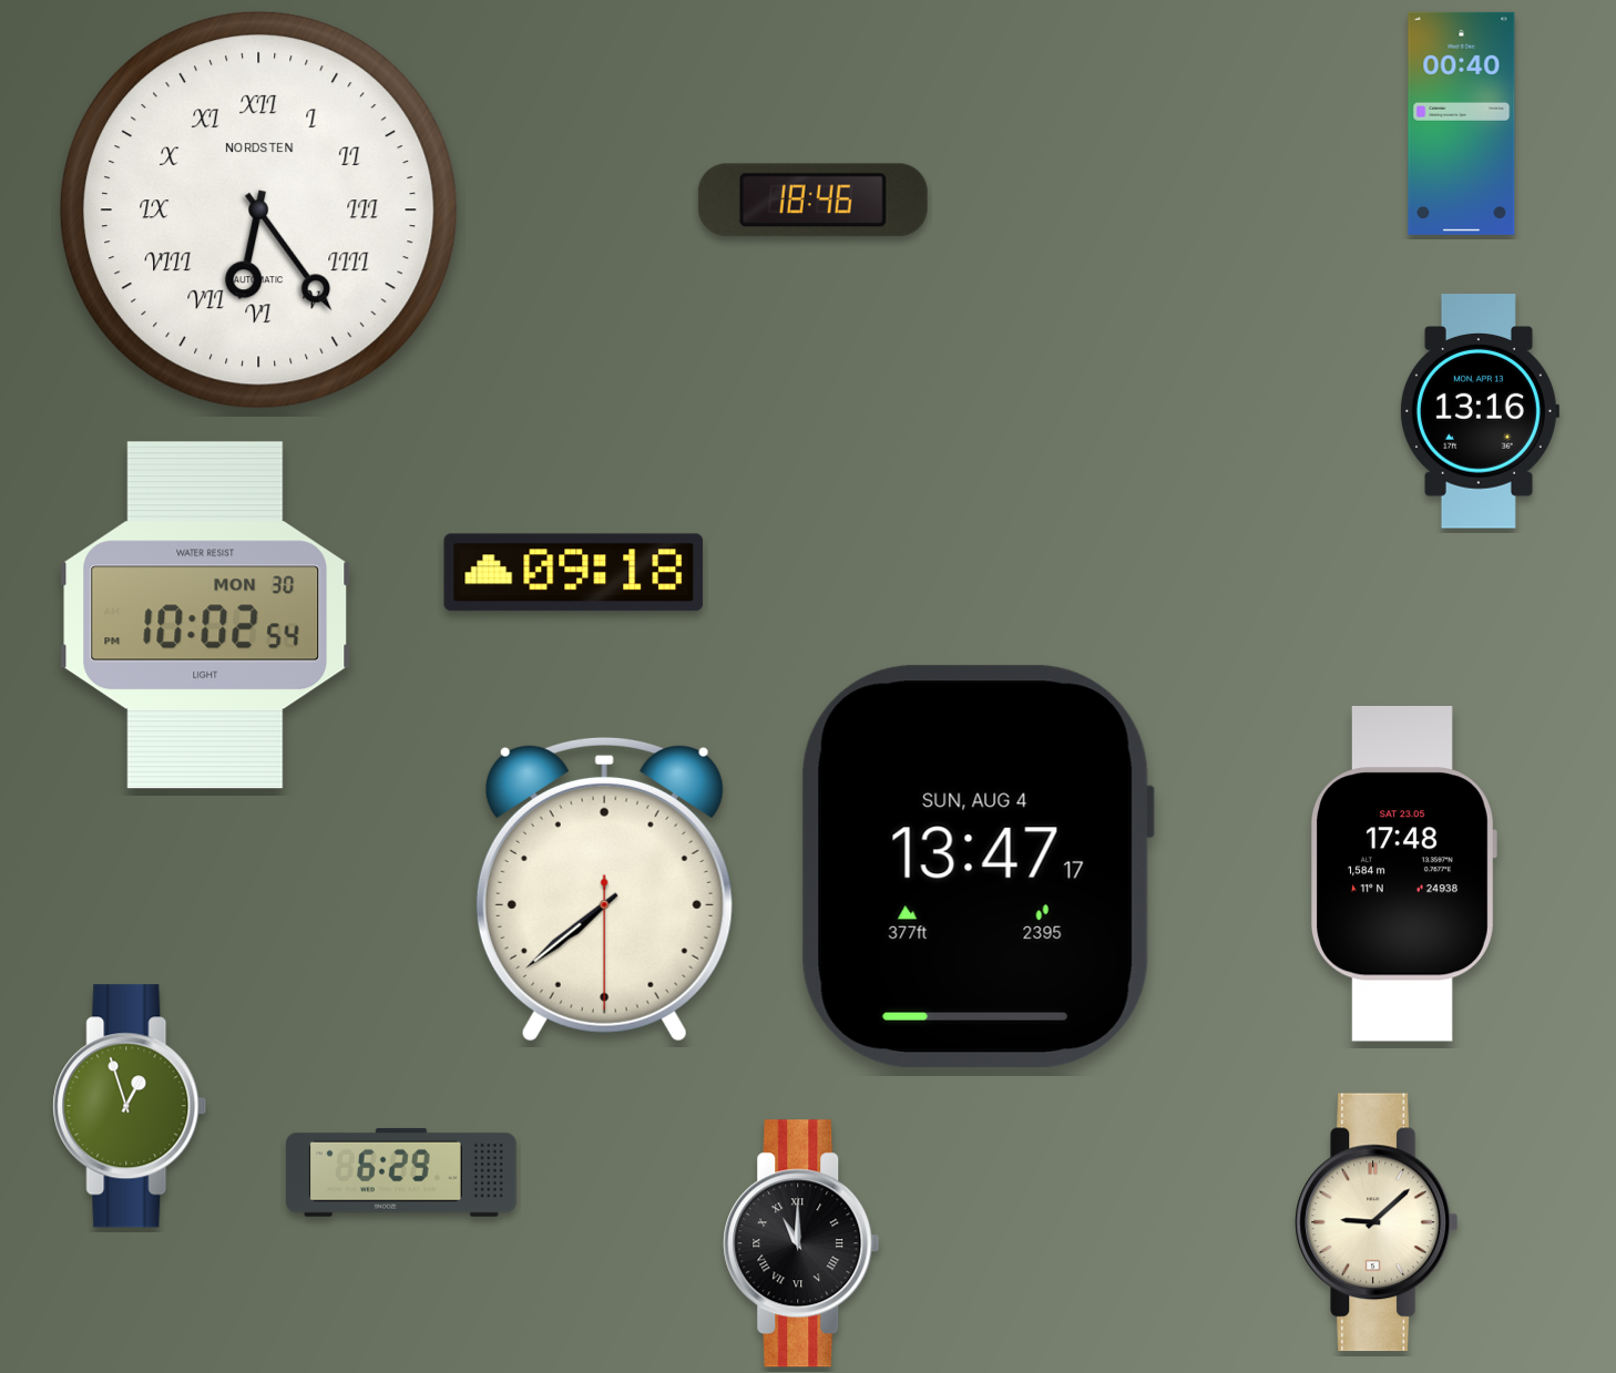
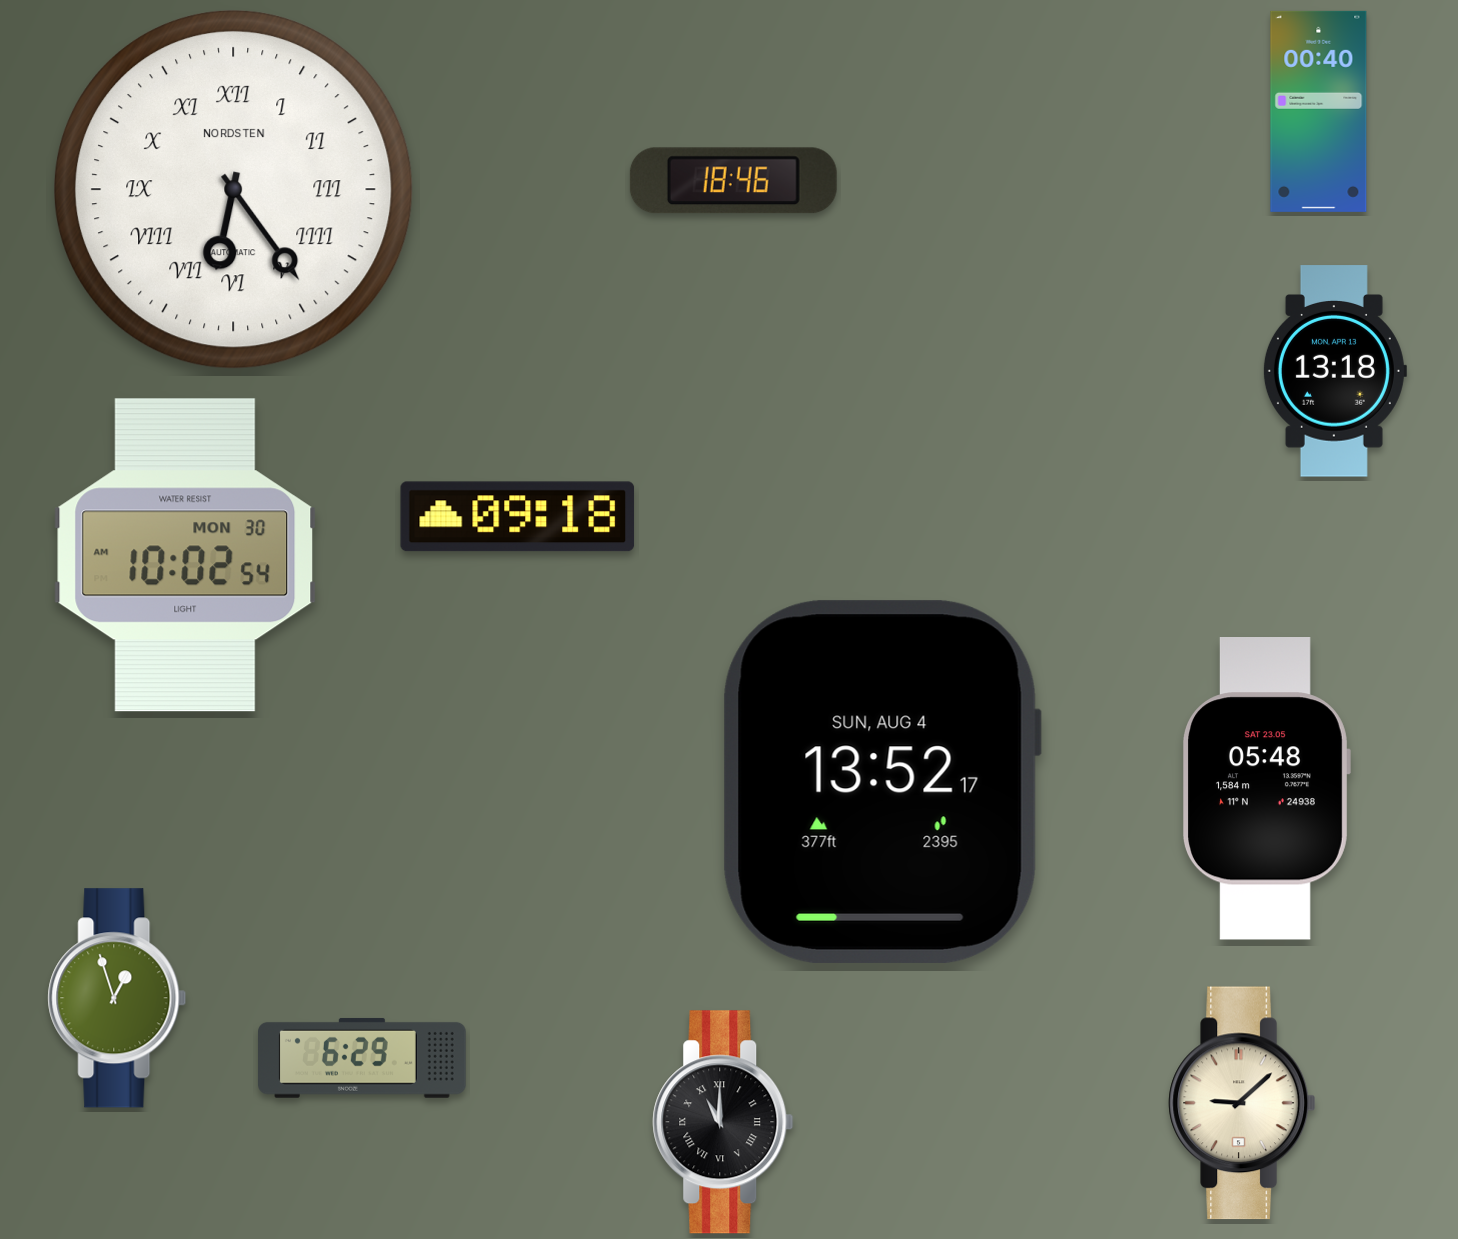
clock at (1479, 411): 13:16 -> 13:18
clock at (205, 615): 10:02:54 PM -> 10:02:54 AM
clock at (978, 867): 13:47 -> 13:52
clock at (1403, 874): 17:48 -> 05:48
clock at (604, 890): 7:38 -> none
